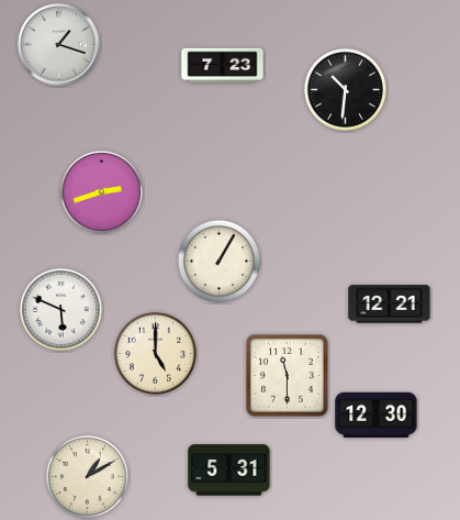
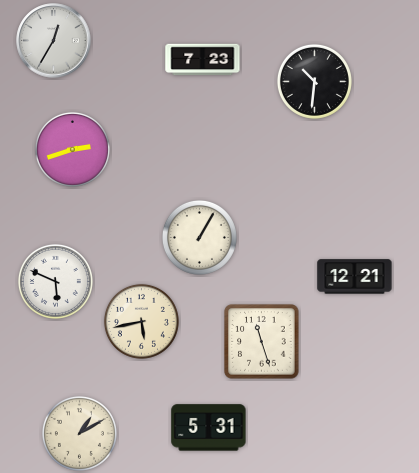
clock at (59, 45): 1:18 -> 12:35
clock at (101, 191) position: (101, 191) -> (72, 149)
clock at (155, 353): 5:00 -> 5:43
clock at (288, 376): 11:30 -> 11:27
clock at (377, 414): 12:30 -> none
